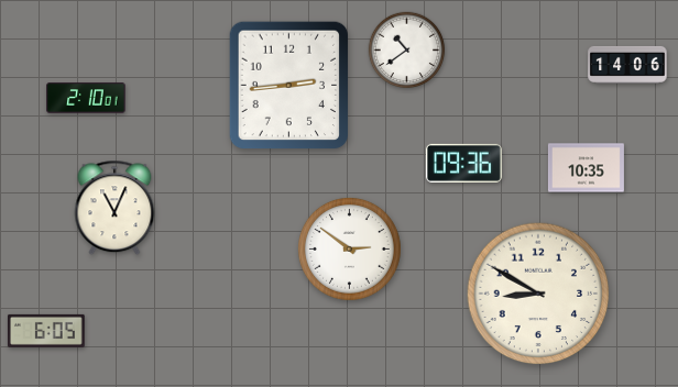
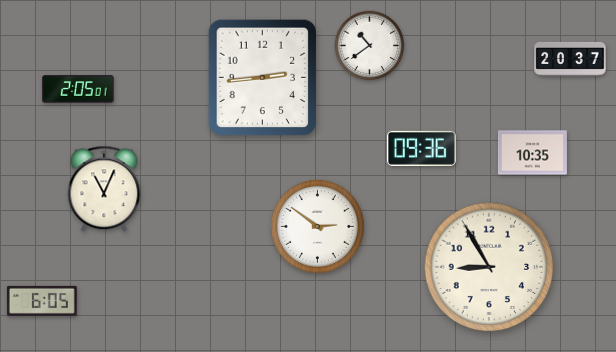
clock at (627, 65): 14:06 -> 20:37
clock at (86, 98): 2:10 -> 2:05
clock at (538, 294): 8:50 -> 8:55
